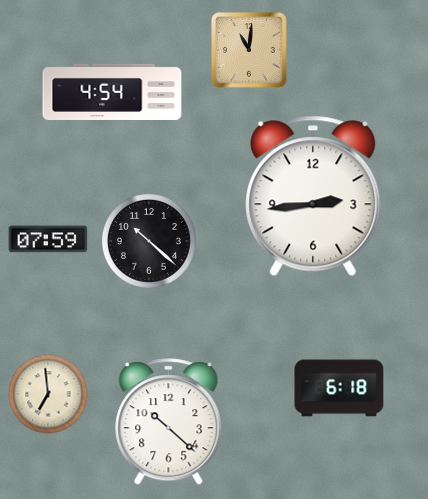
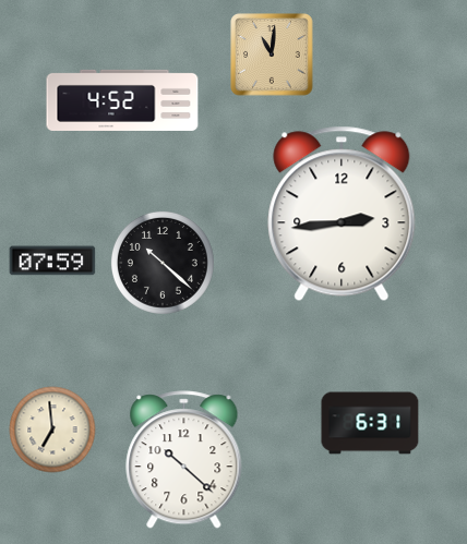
clock at (112, 92): 4:54 -> 4:52
clock at (339, 388): 6:18 -> 6:31
